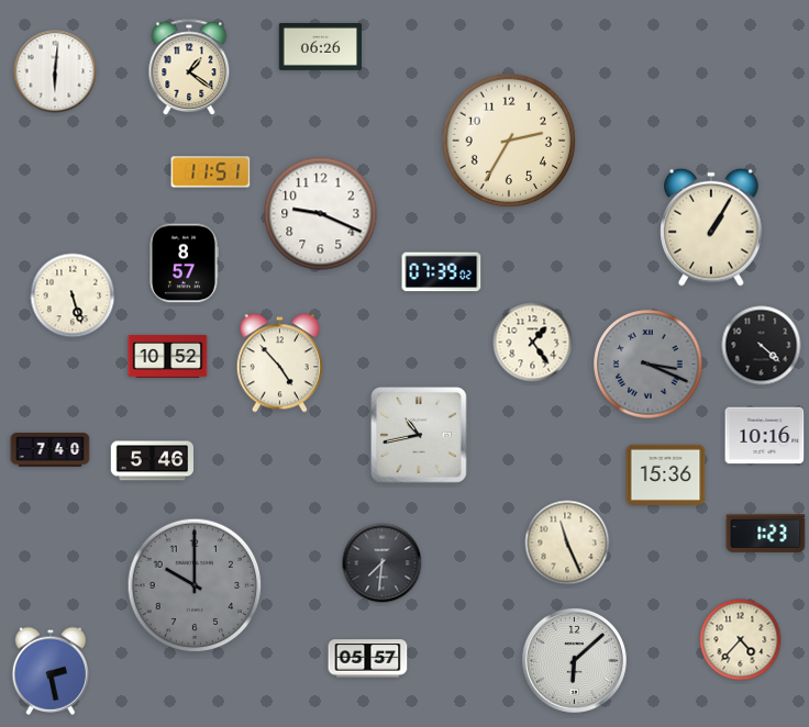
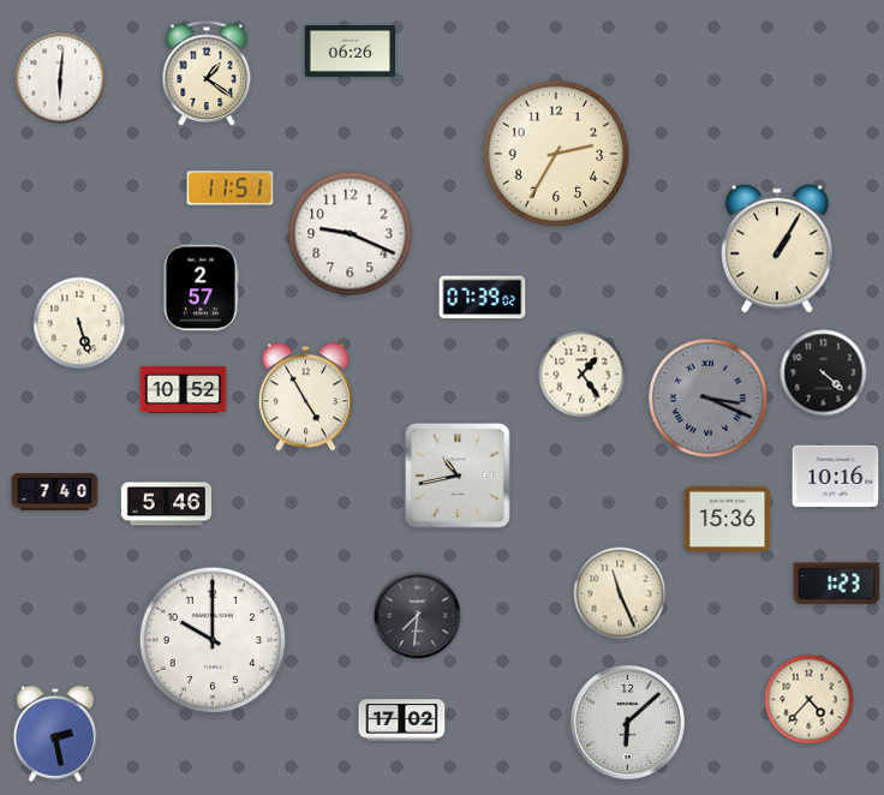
clock at (184, 264): 8:57 -> 2:57
clock at (762, 346) position: (762, 346) -> (824, 373)
clock at (279, 363): 4:53 -> 4:55
clock at (195, 585) dial: grey -> white
clock at (368, 659): 05:57 -> 17:02
